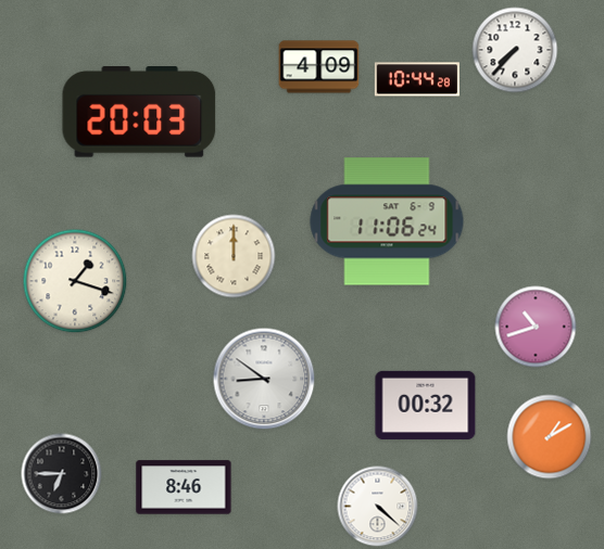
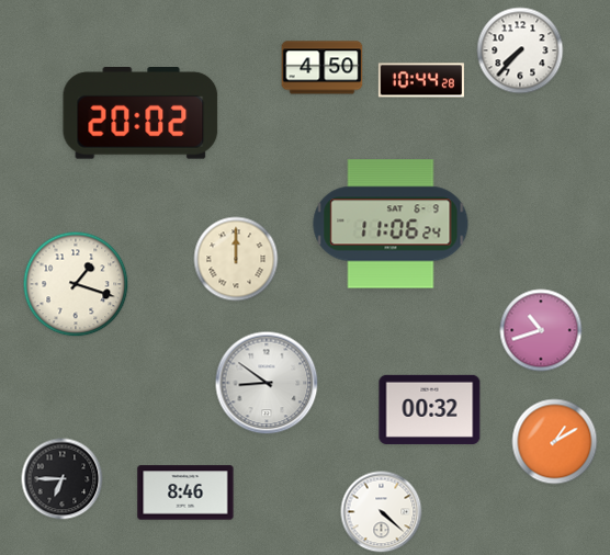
clock at (319, 67): 4:09 -> 4:50
clock at (139, 113): 20:03 -> 20:02
